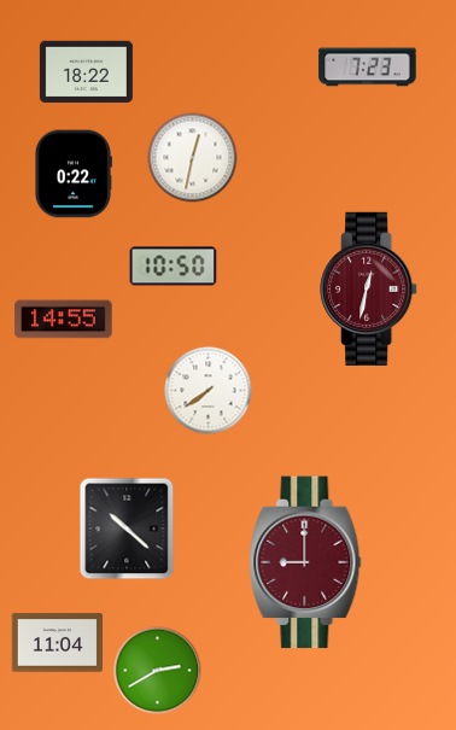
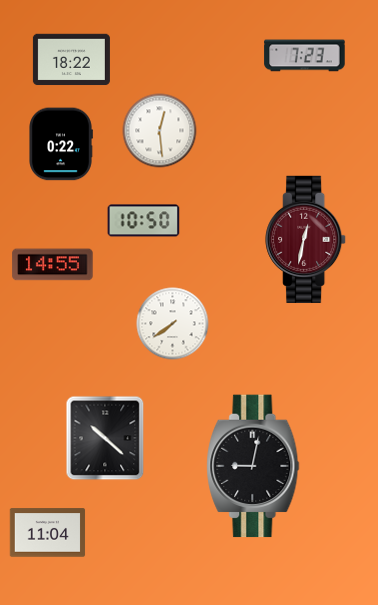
clock at (193, 158): 12:32 -> 12:29
clock at (305, 562): 9:00 -> 9:02
clock at (305, 562) dial: burgundy -> black
clock at (158, 671): 2:40 -> none
